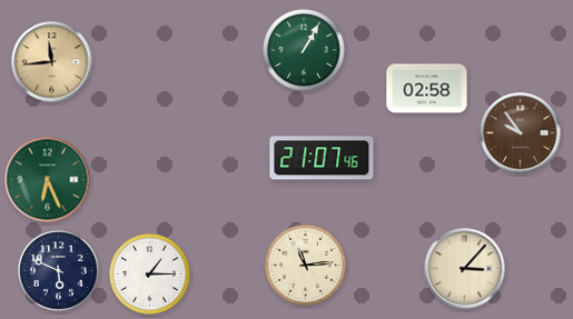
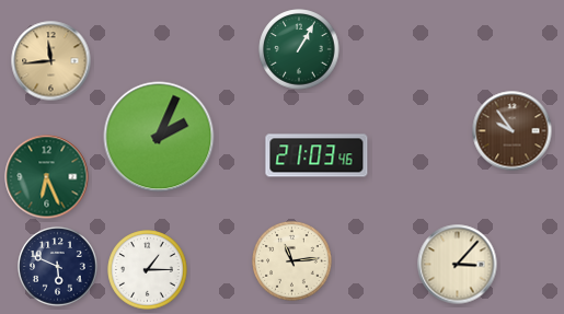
clock at (427, 89): 02:58 -> none
clock at (159, 137): none -> 2:04
clock at (322, 158): 21:07 -> 21:03
clock at (306, 266) position: (306, 266) -> (292, 261)
